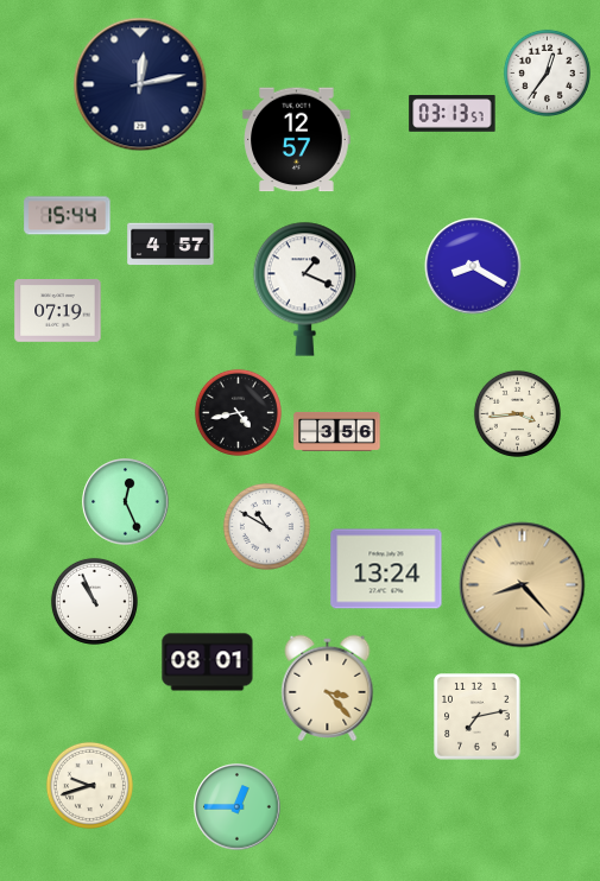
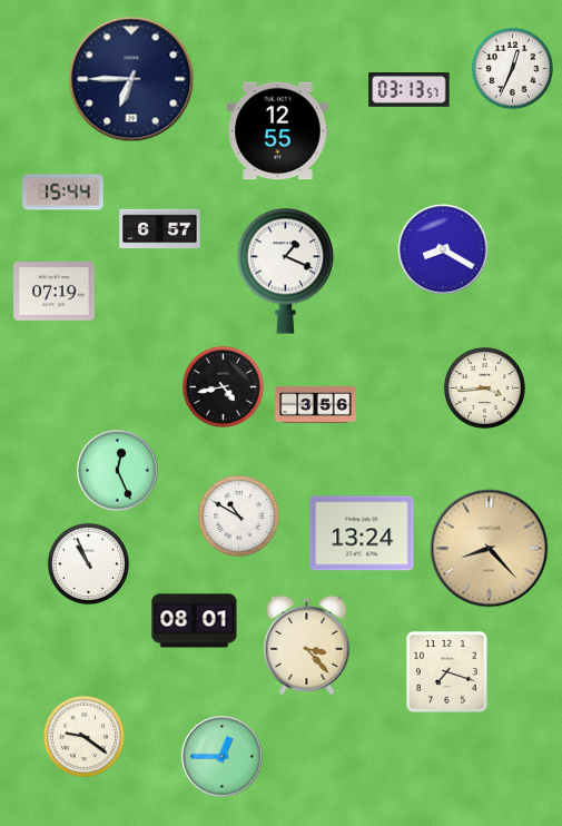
clock at (547, 72): 12:36 -> 12:34
clock at (140, 84): 12:13 -> 6:45
clock at (453, 114) position: (453, 114) -> (410, 90)
clock at (297, 140): 12:57 -> 12:55
clock at (68, 216) position: (68, 216) -> (63, 193)
clock at (171, 245): 4:57 -> 6:57
clock at (266, 526) position: (266, 526) -> (238, 515)
clock at (478, 717): 7:13 -> 7:18
clock at (89, 785): 9:42 -> 9:21
